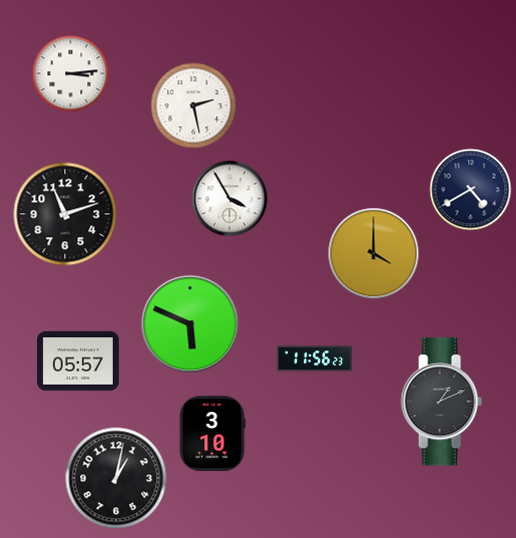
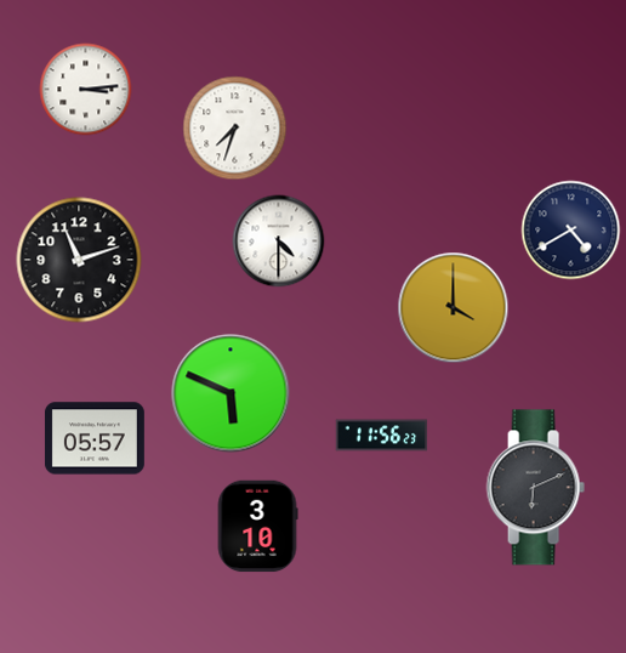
clock at (194, 106): 2:28 -> 7:33
clock at (230, 199): 3:55 -> 4:30
clock at (441, 402): 1:11 -> 6:11
clock at (116, 478): 1:02 -> none
